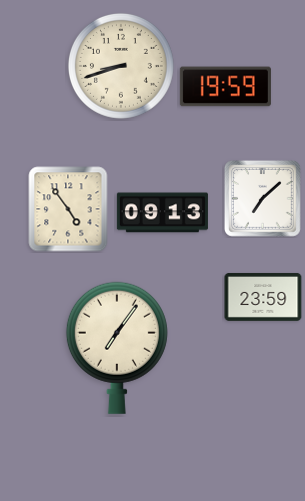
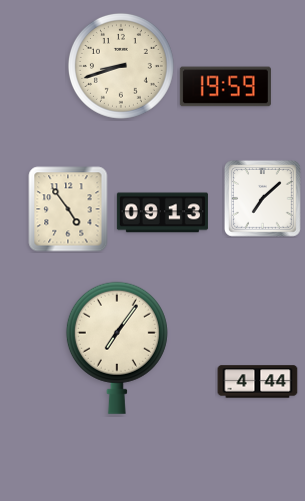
clock at (263, 297): 23:59 -> none
clock at (258, 382): none -> 4:44
